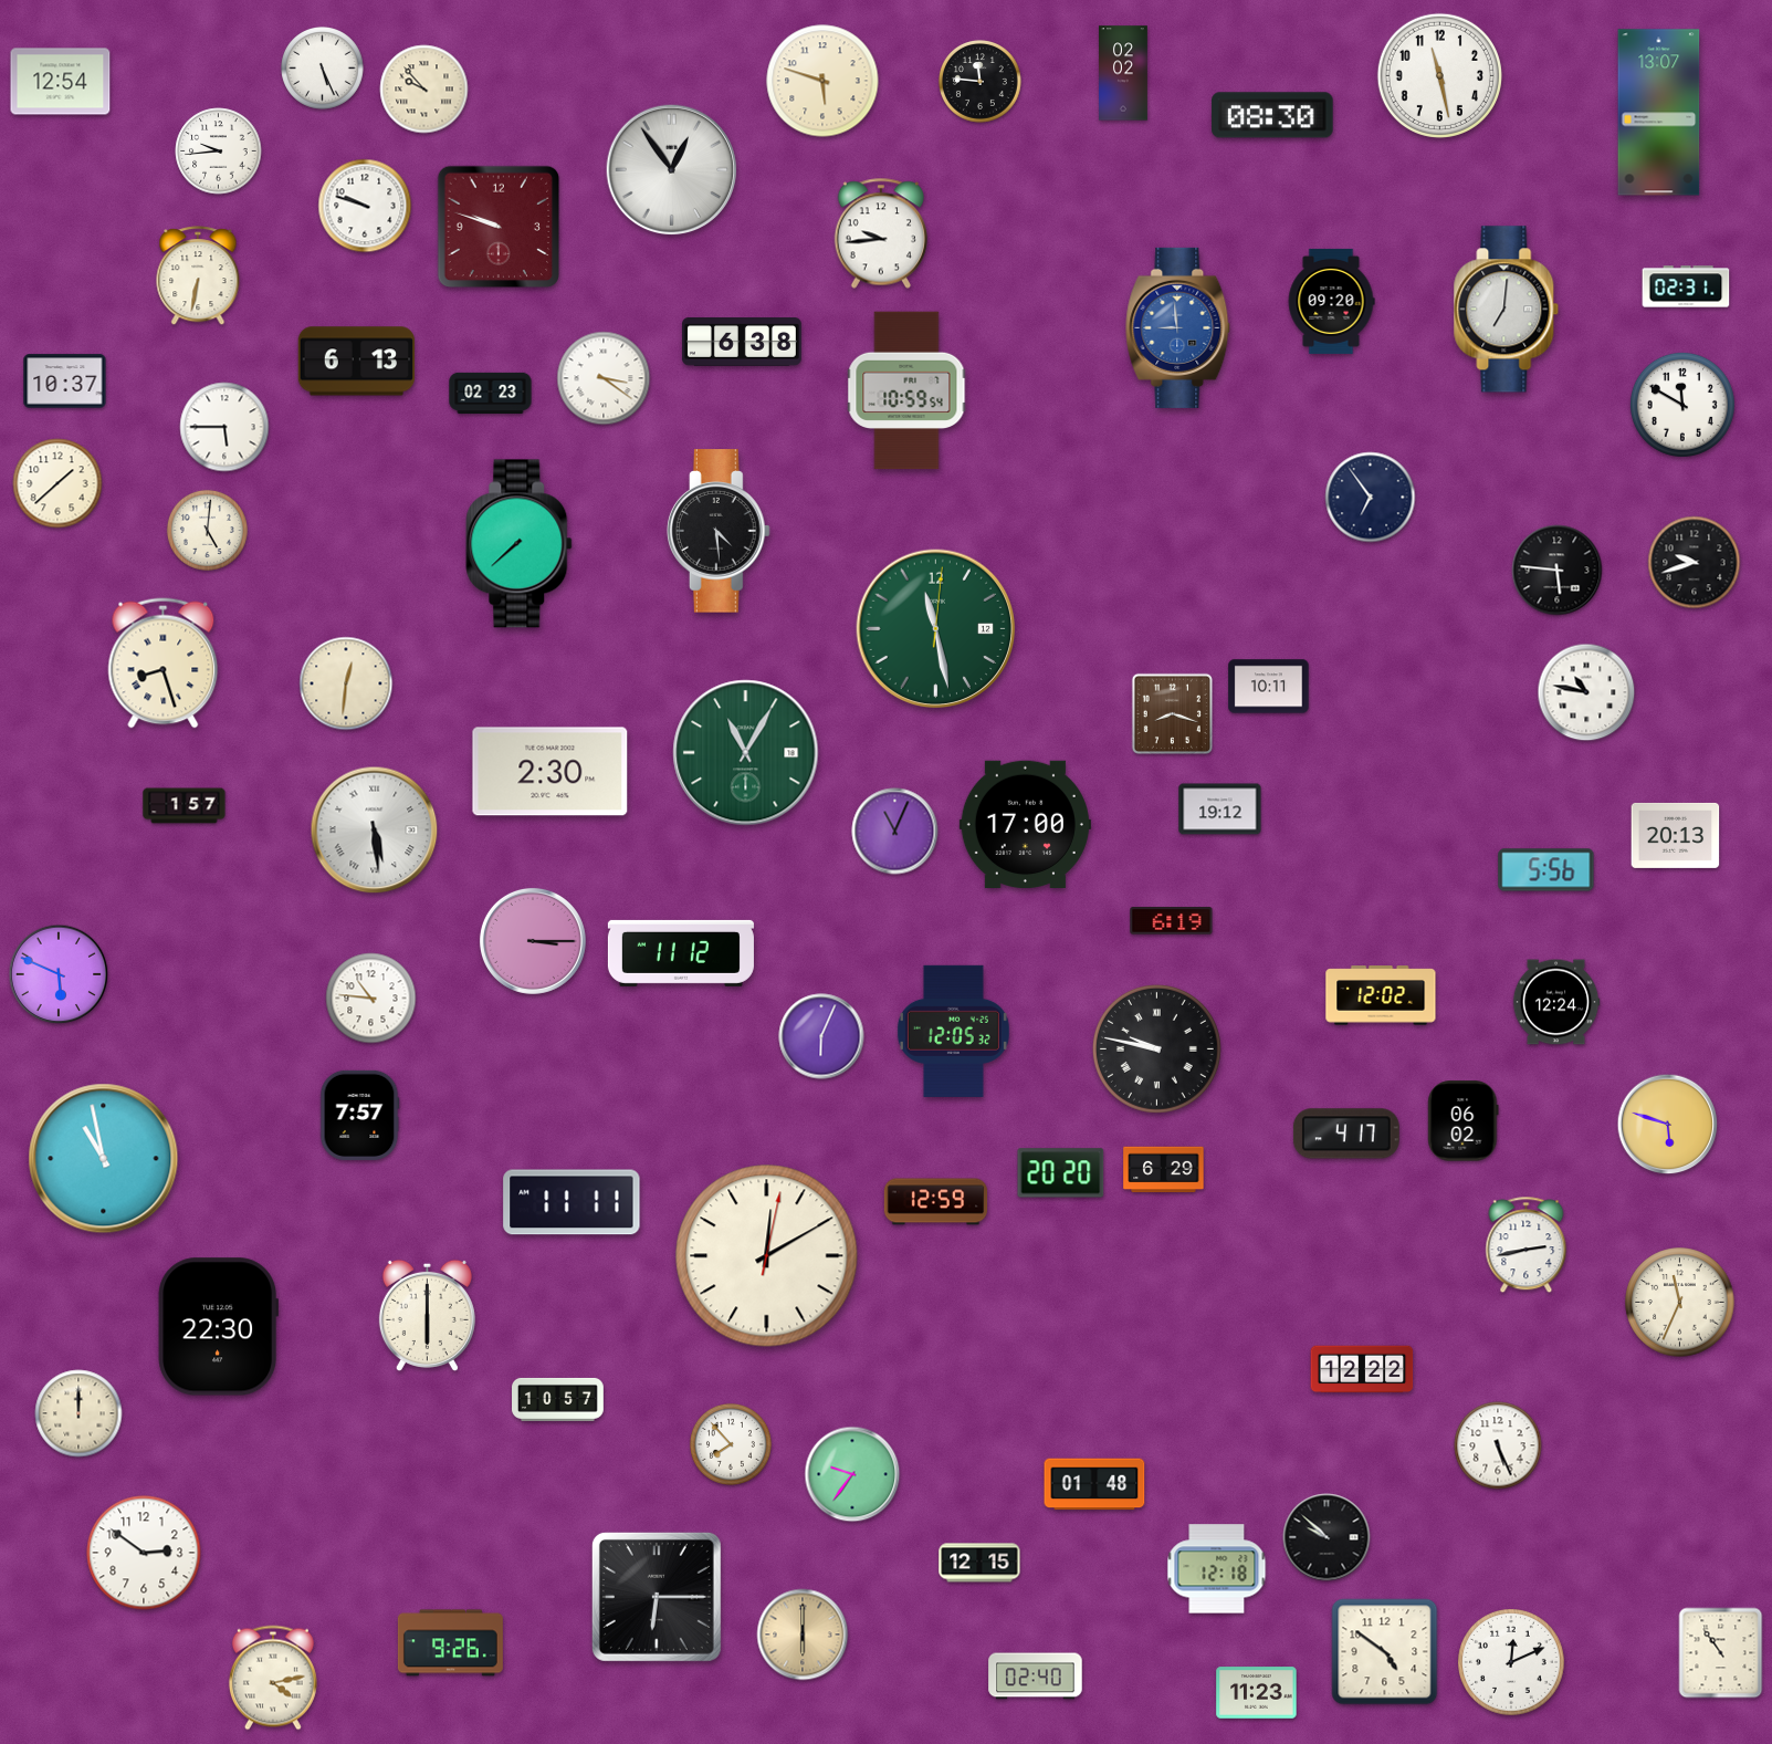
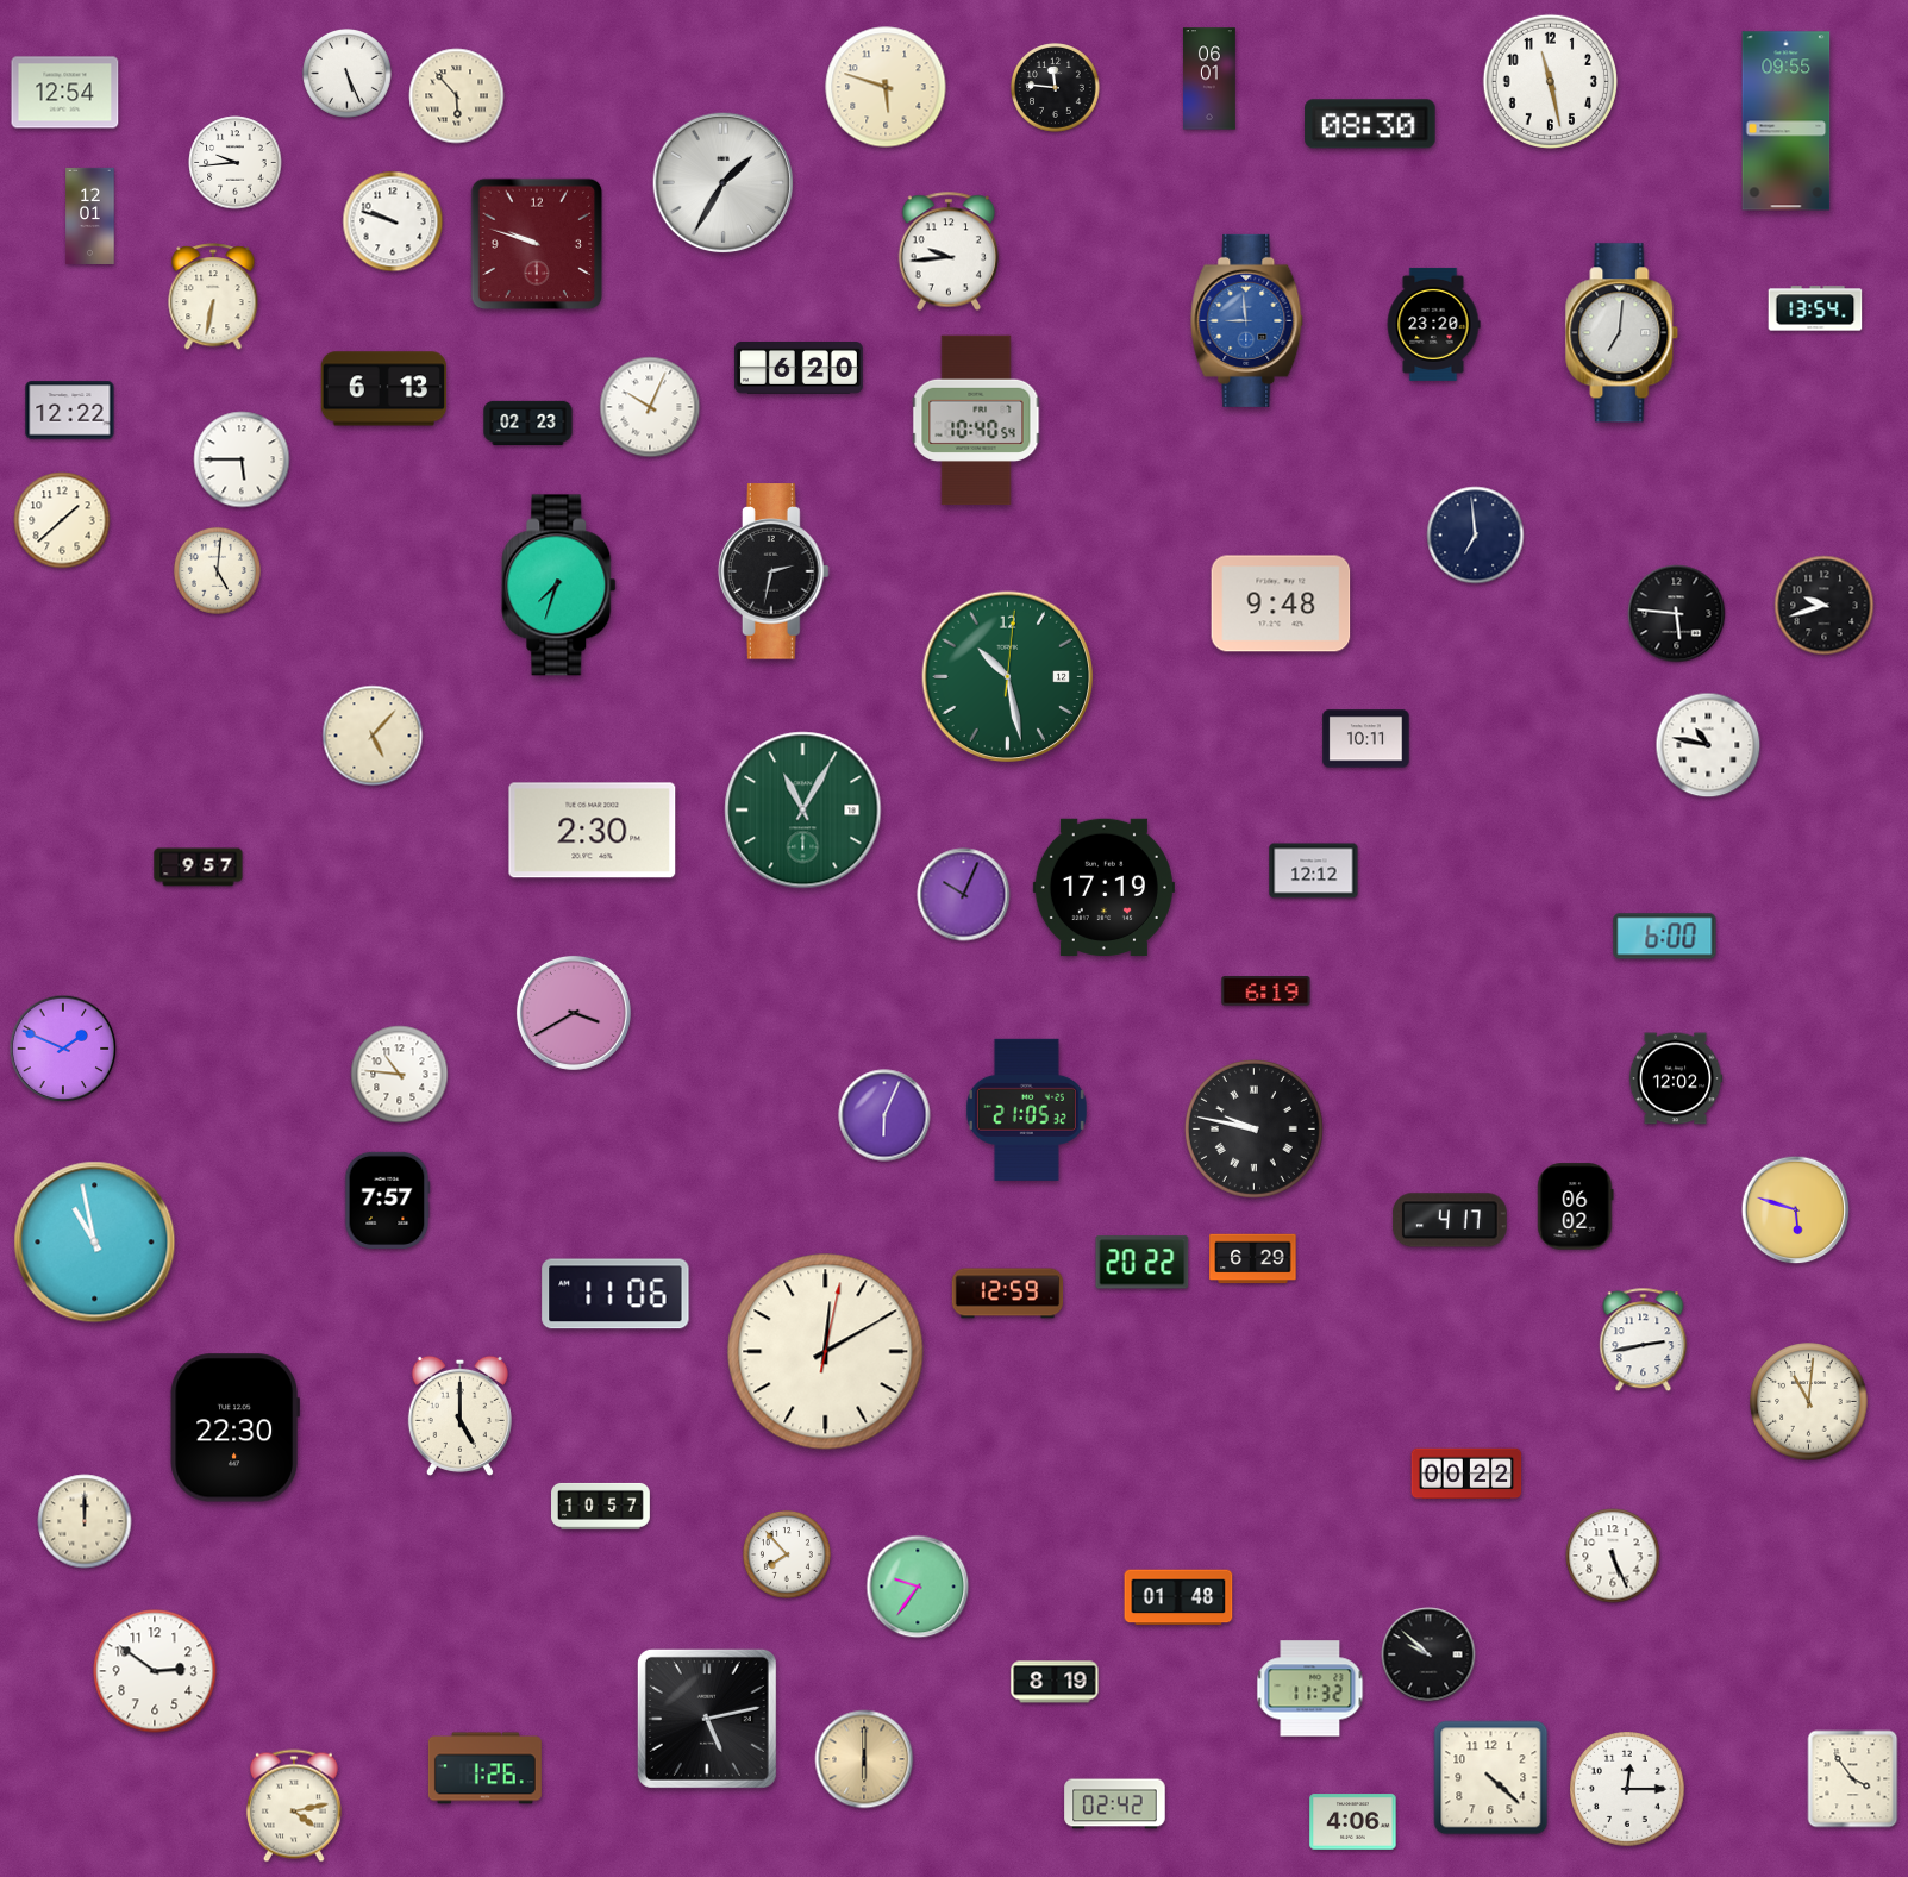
clock at (1123, 73): 02:02 -> 06:01
clock at (61, 82) position: (61, 82) -> (65, 93)
clock at (424, 90): 9:53 -> 5:53
clock at (1659, 113): 13:07 -> 09:55
clock at (672, 170): 12:54 -> 1:35
clock at (90, 215): none -> 12:01
clock at (1686, 286): 02:31 -> 13:54
clock at (1331, 301): 09:20 -> 23:20
clock at (1178, 327) position: (1178, 327) -> (1247, 320)
clock at (742, 343): 6:38 -> 6:20
clock at (604, 378): 3:21 -> 10:04
clock at (65, 382): 10:37 -> 12:22
clock at (906, 390): 10:59 -> 10:40
clock at (1682, 405): 11:50 -> none
clock at (1371, 498): 6:54 -> 6:59
clock at (207, 530) position: (207, 530) -> (217, 570)
clock at (719, 531): 4:29 -> 2:32
clock at (520, 544): 7:38 -> 7:33
clock at (1281, 603): none -> 9:48
clock at (936, 629): 11:28 -> 10:28
clock at (164, 664): 8:27 -> none
clock at (346, 683): 12:31 -> 5:07
clock at (1172, 713): 8:18 -> none
clock at (185, 806): 1:57 -> 9:57
clock at (1220, 810): 19:12 -> 12:12
clock at (1025, 825): 17:00 -> 17:19
clock at (375, 831): 5:29 -> none
clock at (895, 832): 11:04 -> 10:04
clock at (1676, 835): 20:13 -> none
clock at (1546, 870): 5:56 -> 6:00
clock at (1172, 921) position: (1172, 921) -> (1266, 991)
clock at (533, 941): 3:15 -> 3:40
clock at (681, 953): 11:12 -> none
clock at (59, 974): 5:49 -> 1:49
clock at (1381, 995): 12:02 -> none
clock at (1556, 1002): 12:24 -> 12:02
clock at (953, 1031): 12:05 -> 21:05
clock at (1156, 1048) position: (1156, 1048) -> (1253, 1128)
clock at (104, 1159) position: (104, 1159) -> (95, 1243)
clock at (1061, 1173): 20:20 -> 20:22
clock at (572, 1202): 11:11 -> 11:06
clock at (1680, 1303): 11:34 -> 11:01
clock at (427, 1315): 6:00 -> 5:00
clock at (1362, 1369): 12:22 -> 00:22
clock at (979, 1563): 12:15 -> 8:19
clock at (1217, 1569): 12:18 -> 11:32
clock at (657, 1597): 6:15 -> 5:13
clock at (450, 1643): 9:26 -> 1:26
clock at (1385, 1652): 4:51 -> 4:22
clock at (1721, 1653): 10:54 -> 3:54
clock at (1512, 1663): 12:11 -> 12:15
clock at (1036, 1677): 02:40 -> 02:42
clock at (1257, 1693): 11:23 -> 4:06
